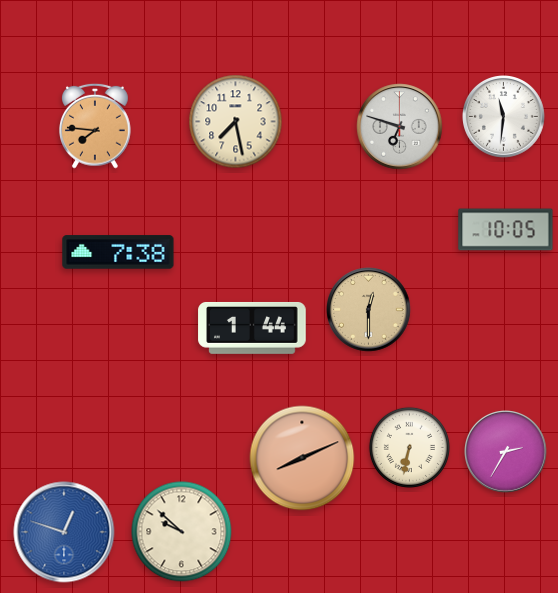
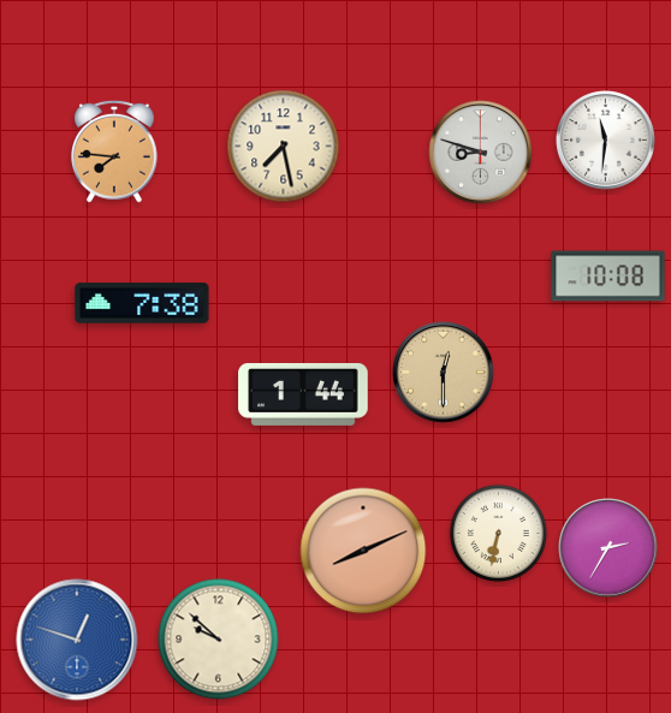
clock at (400, 127): 6:48 -> 8:48
clock at (506, 230): 10:05 -> 10:08
clock at (409, 447) position: (409, 447) -> (498, 533)
clock at (506, 452) position: (506, 452) -> (608, 548)
